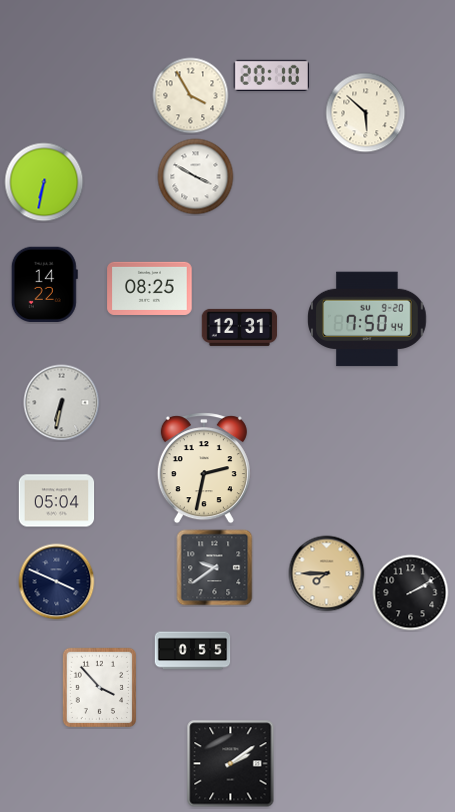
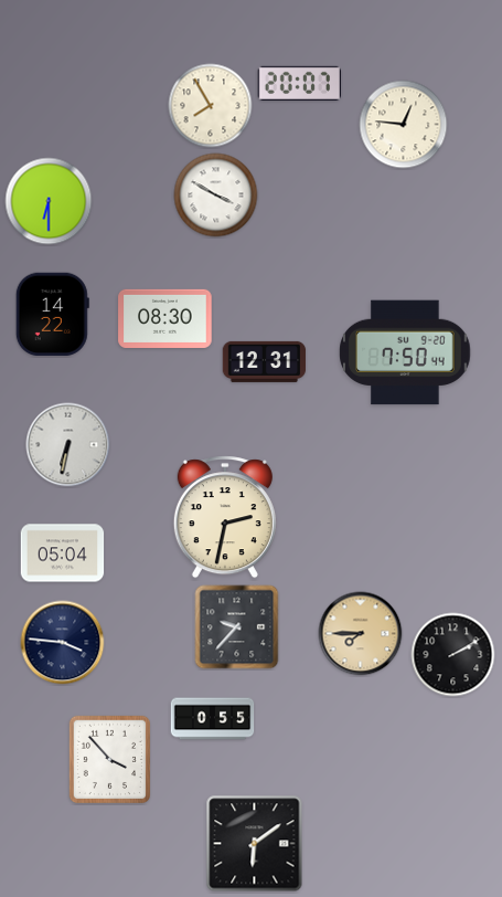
clock at (272, 75): 20:10 -> 20:07
clock at (191, 96): 3:55 -> 7:55
clock at (366, 113): 5:52 -> 12:46
clock at (44, 182): 6:32 -> 6:30
clock at (44, 285) position: (44, 285) -> (52, 315)
clock at (150, 288): 08:25 -> 08:30
clock at (215, 568): 9:39 -> 9:37
clock at (57, 582): 3:49 -> 3:46
clock at (231, 764): 2:09 -> 6:09
